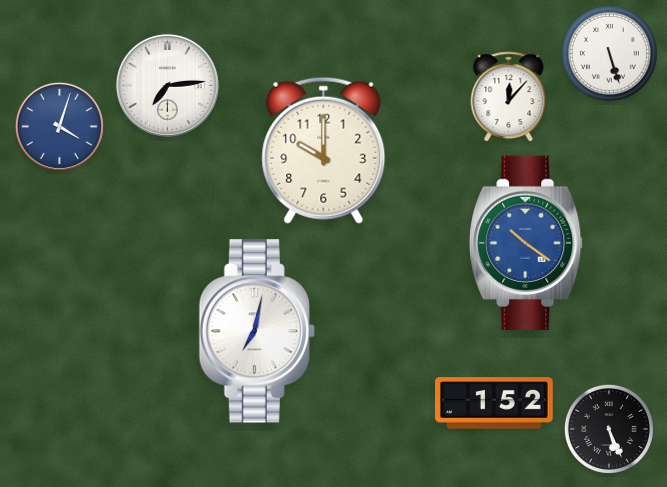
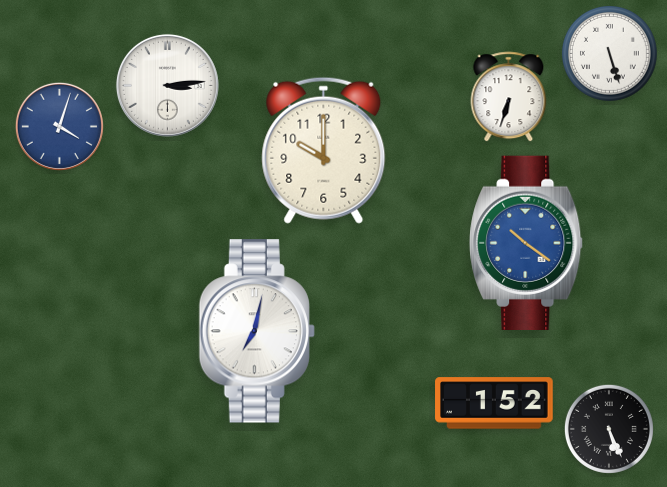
clock at (167, 85): 7:14 -> 3:14
clock at (509, 97): 12:07 -> 6:33
